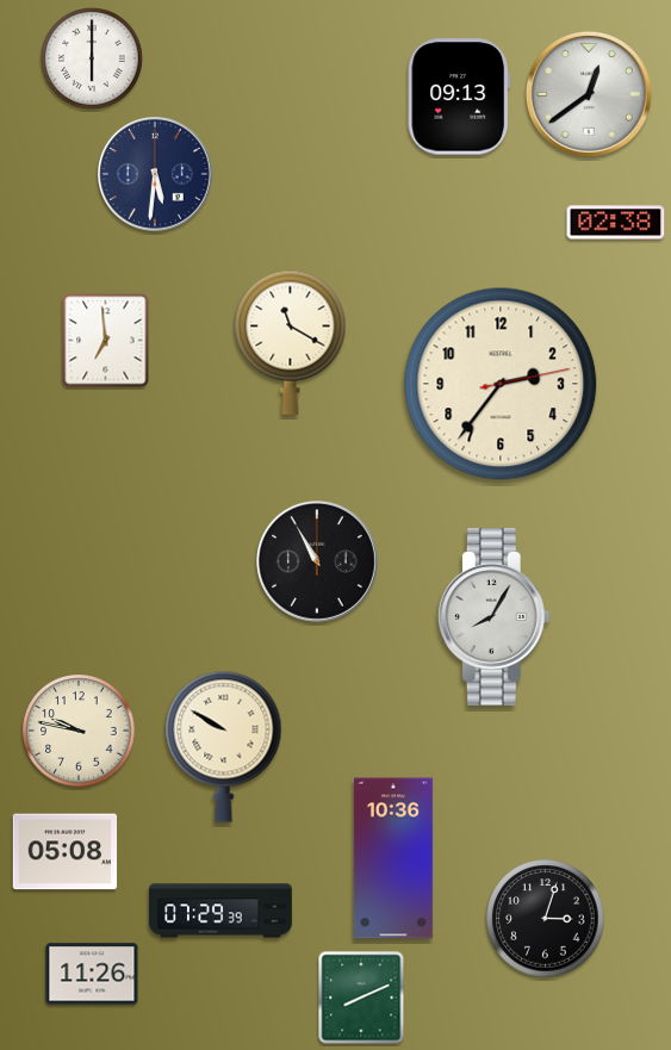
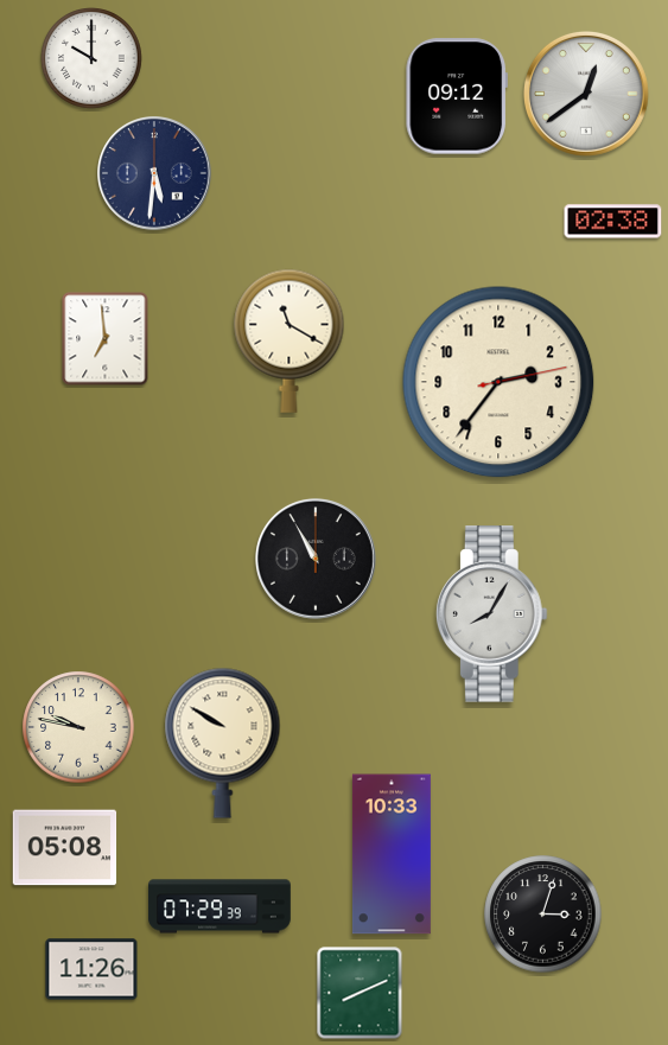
clock at (92, 58): 6:00 -> 10:00
clock at (458, 97): 09:13 -> 09:12
clock at (393, 858): 10:36 -> 10:33
